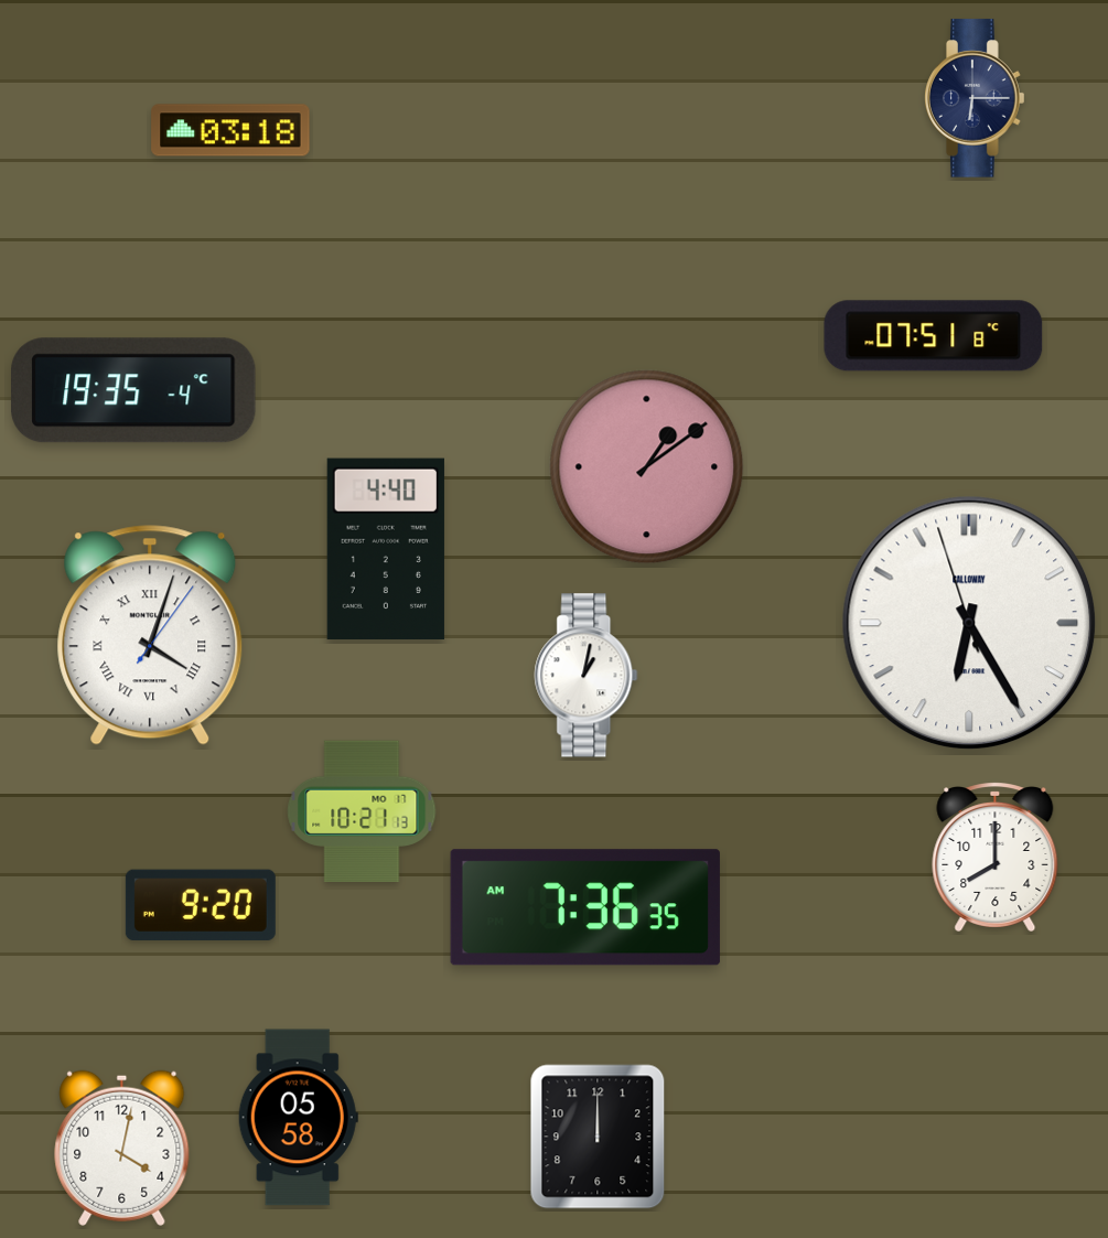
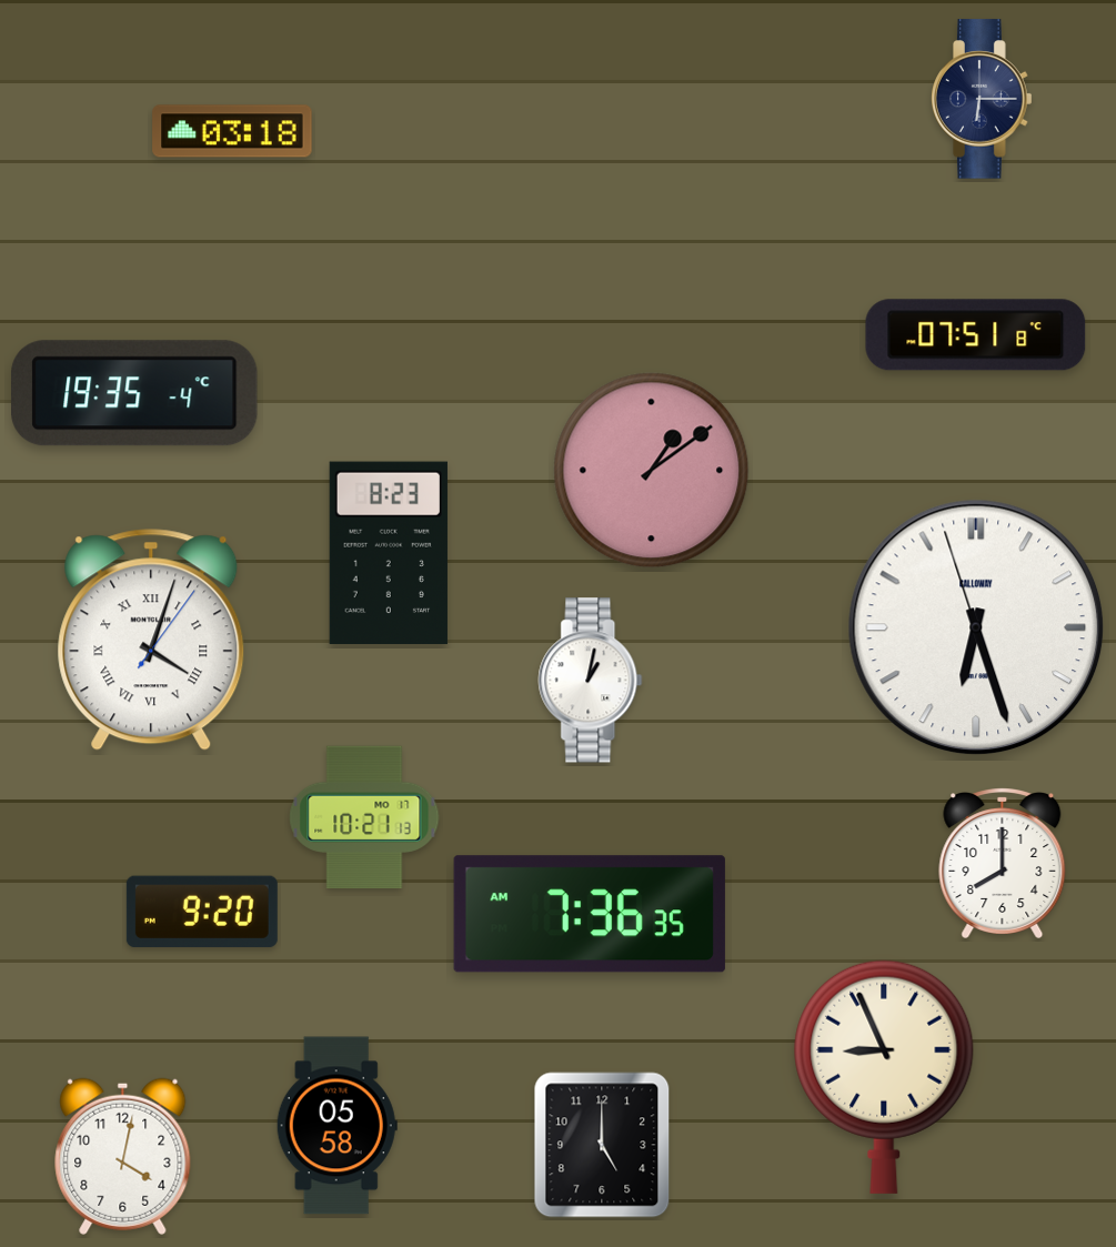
clock at (934, 336) position: (934, 336) -> (976, 335)
clock at (386, 549): 4:40 -> 8:23
clock at (969, 623): 6:24 -> 6:26
clock at (884, 1077): none -> 8:56
clock at (298, 1118) position: (298, 1118) -> (336, 1126)
clock at (598, 1137): 12:00 -> 5:00
